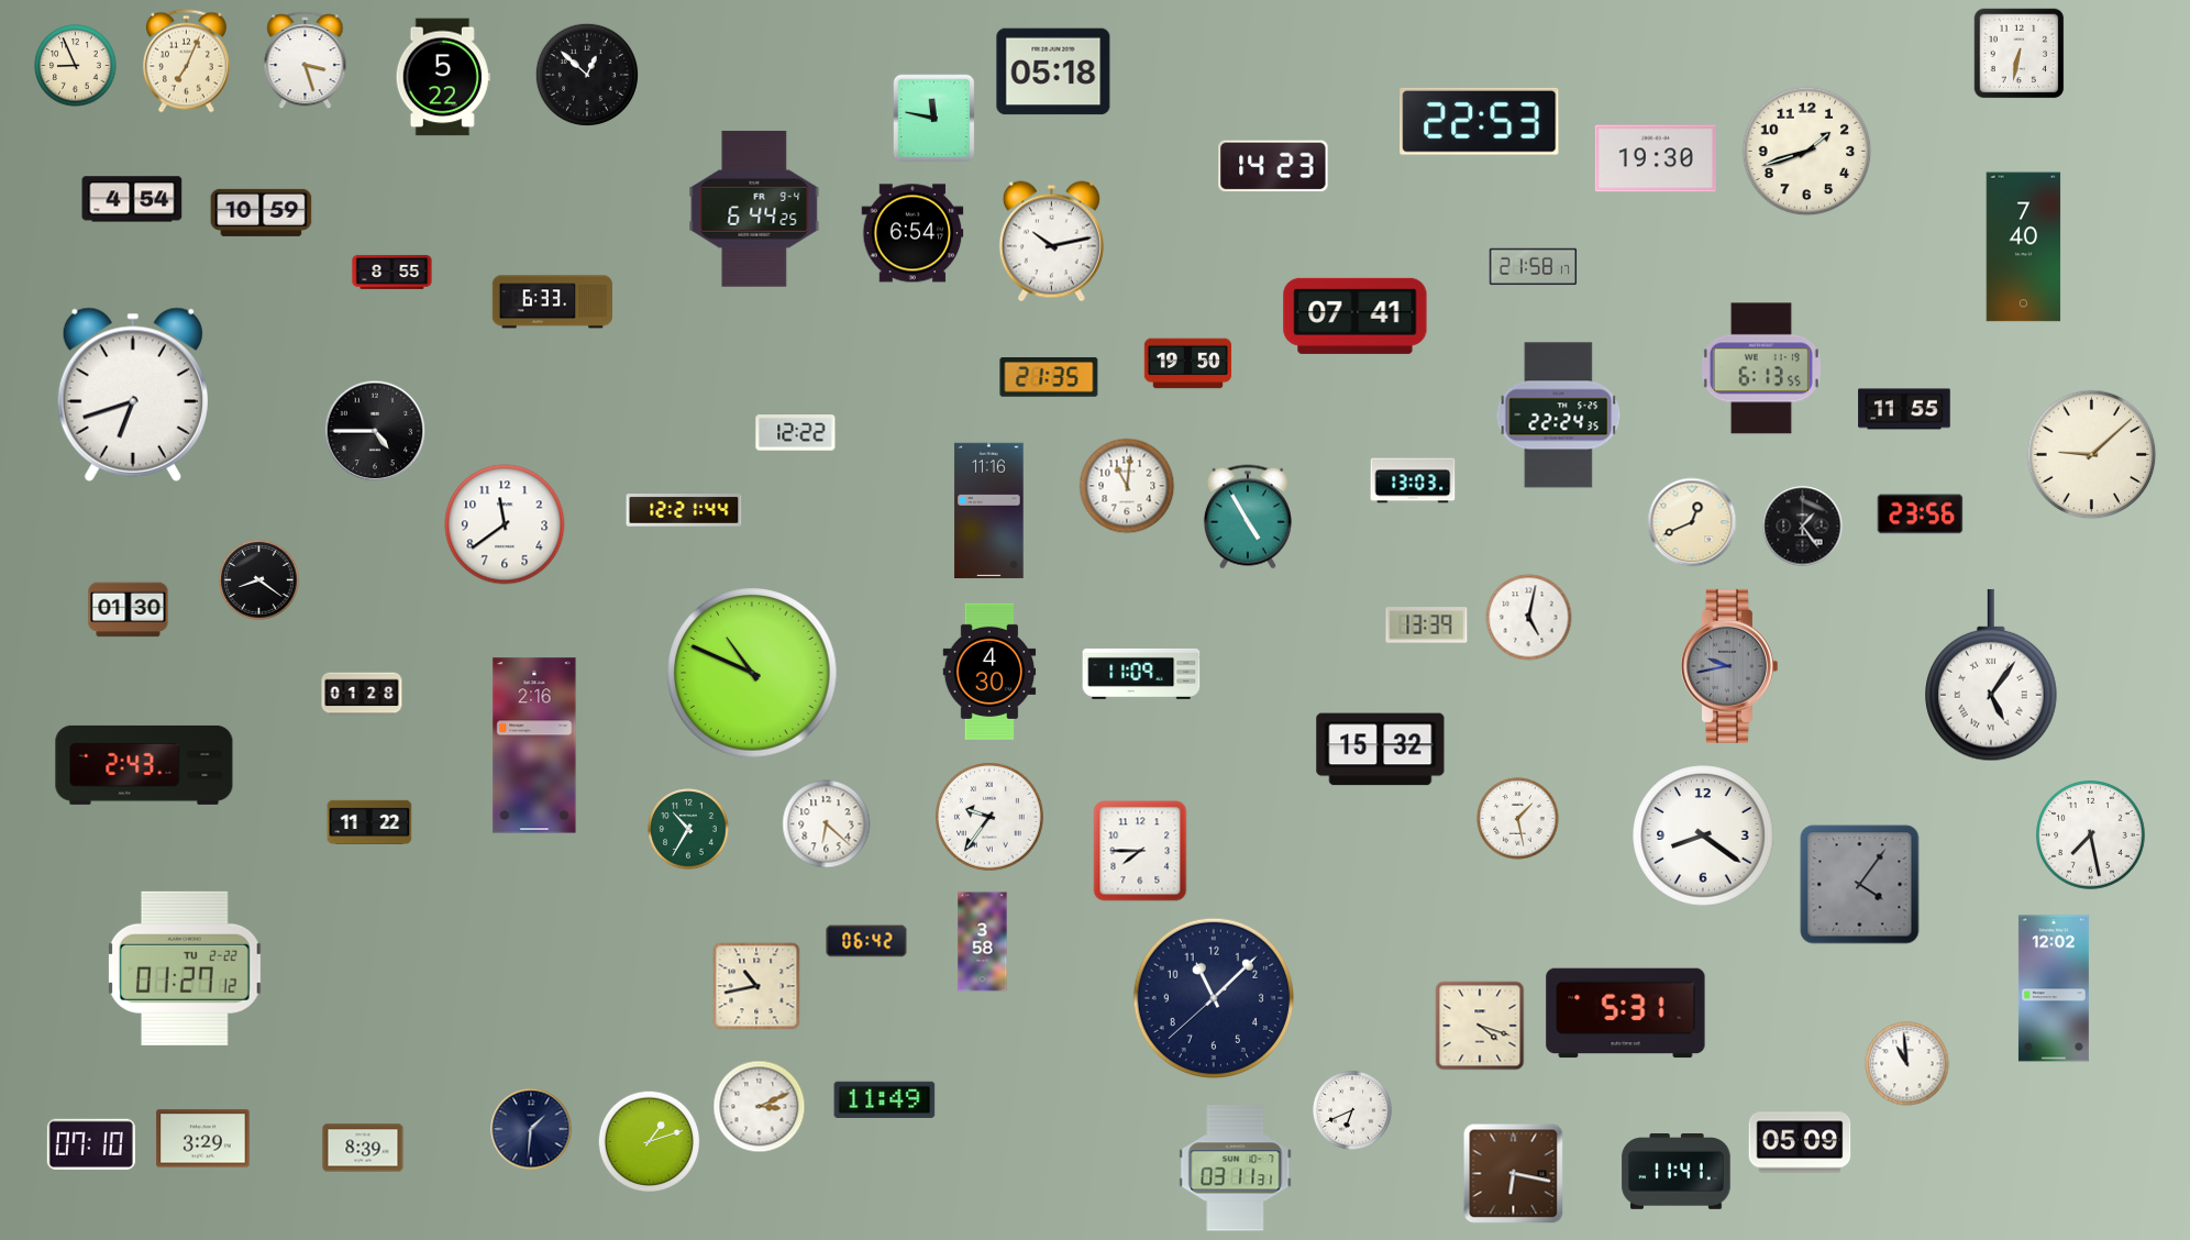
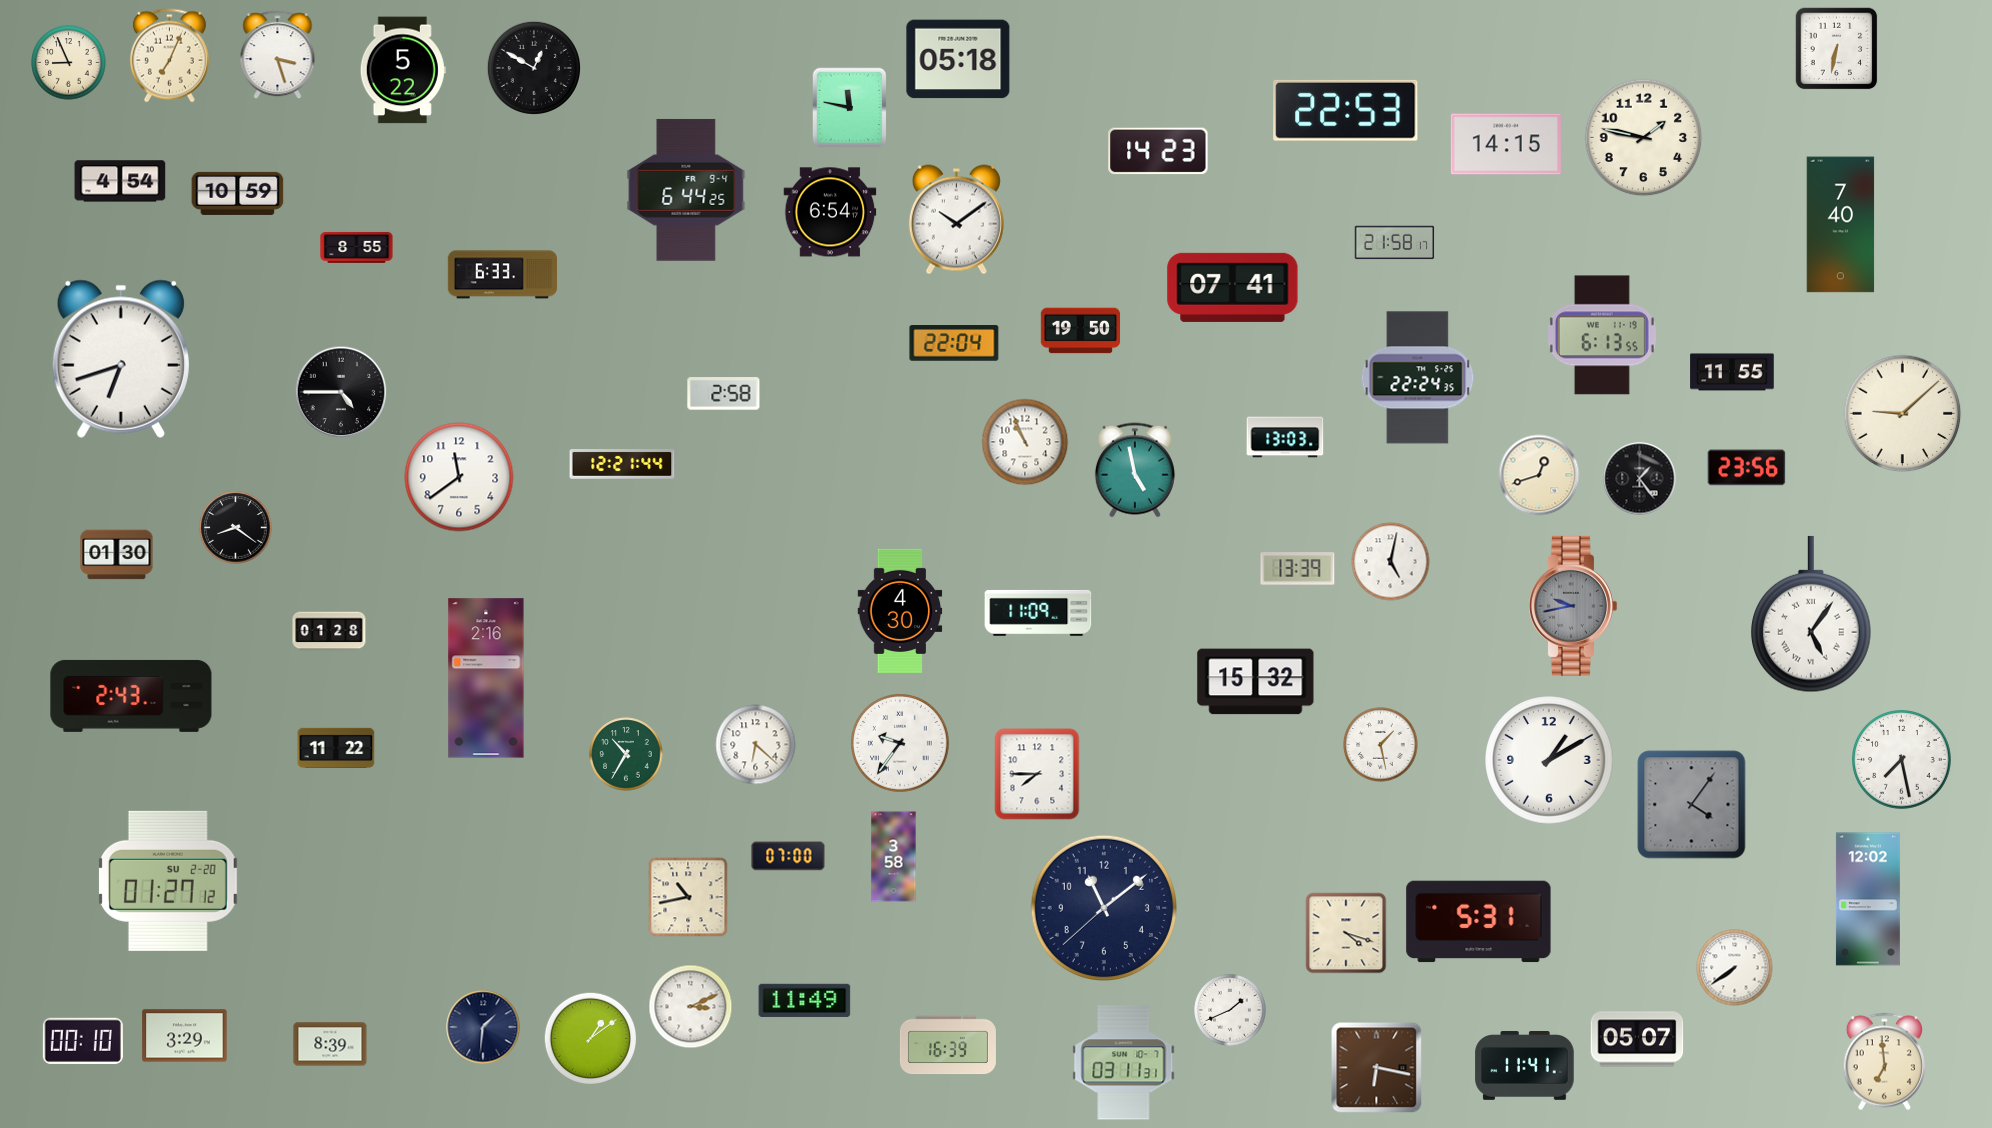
clock at (76, 66) position: (76, 66) -> (69, 63)
clock at (1053, 71) position: (1053, 71) -> (958, 59)
clock at (586, 74): 12:52 -> 12:50
clock at (1807, 152): 1:42 -> 1:47
clock at (1656, 158): 19:30 -> 14:15
clock at (1051, 242): 10:13 -> 10:09
clock at (1049, 377): 21:35 -> 22:04
clock at (796, 433): 12:22 -> 2:58
clock at (1127, 486): 11:01 -> 10:56
clock at (989, 511): 11:16 -> none
clock at (1248, 517): 4:55 -> 4:58
clock at (1692, 522): 12:41 -> 12:42
clock at (753, 674): 10:49 -> none
clock at (827, 824) position: (827, 824) -> (756, 745)
clock at (1703, 835): 8:21 -> 1:10
clock at (866, 941): 06:42 -> 07:00
clock at (185, 968) date: TU 2-22 -> SU 2-20
clock at (1213, 997): 11:07 -> 11:08
clock at (1907, 1064): 10:59 -> 7:39
clock at (1352, 1110): 6:41 -> 1:41
clock at (650, 1142): 1:12 -> 1:09
clock at (1800, 1142): 05:09 -> 05:07
clock at (91, 1144): 07:10 -> 00:10
clock at (948, 1045): none -> 16:39
clock at (1884, 1062): none -> 6:59
